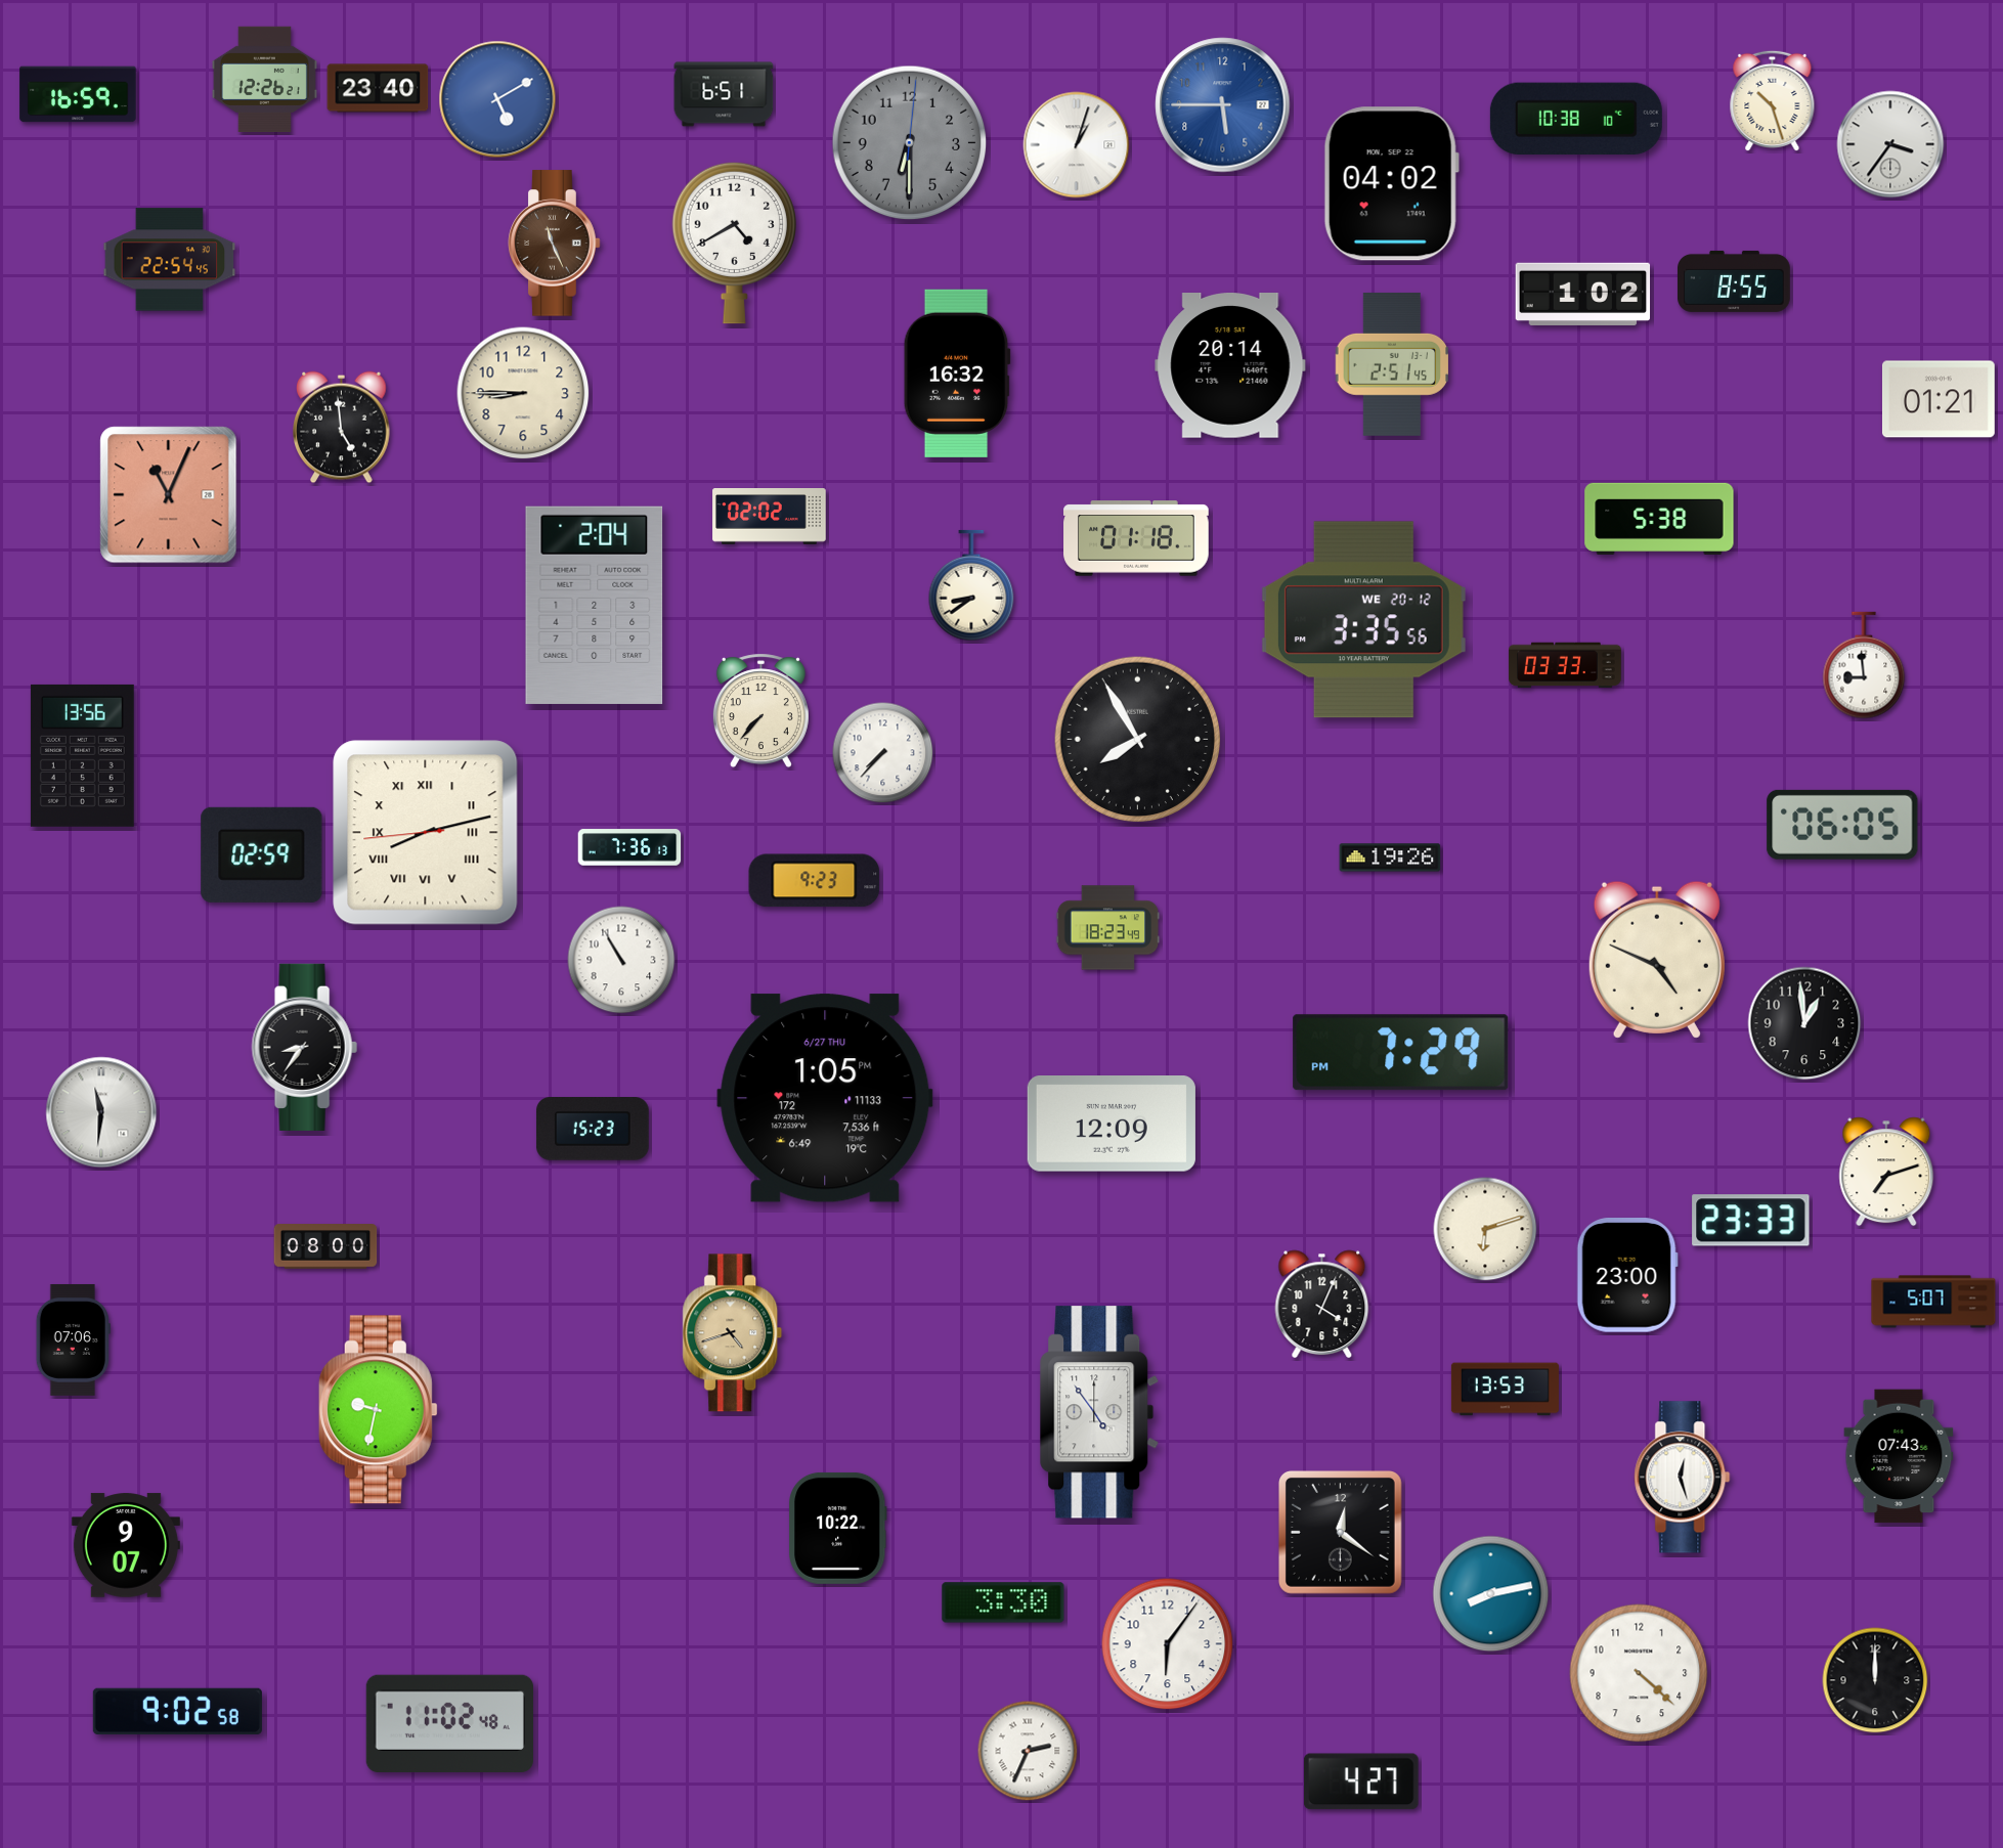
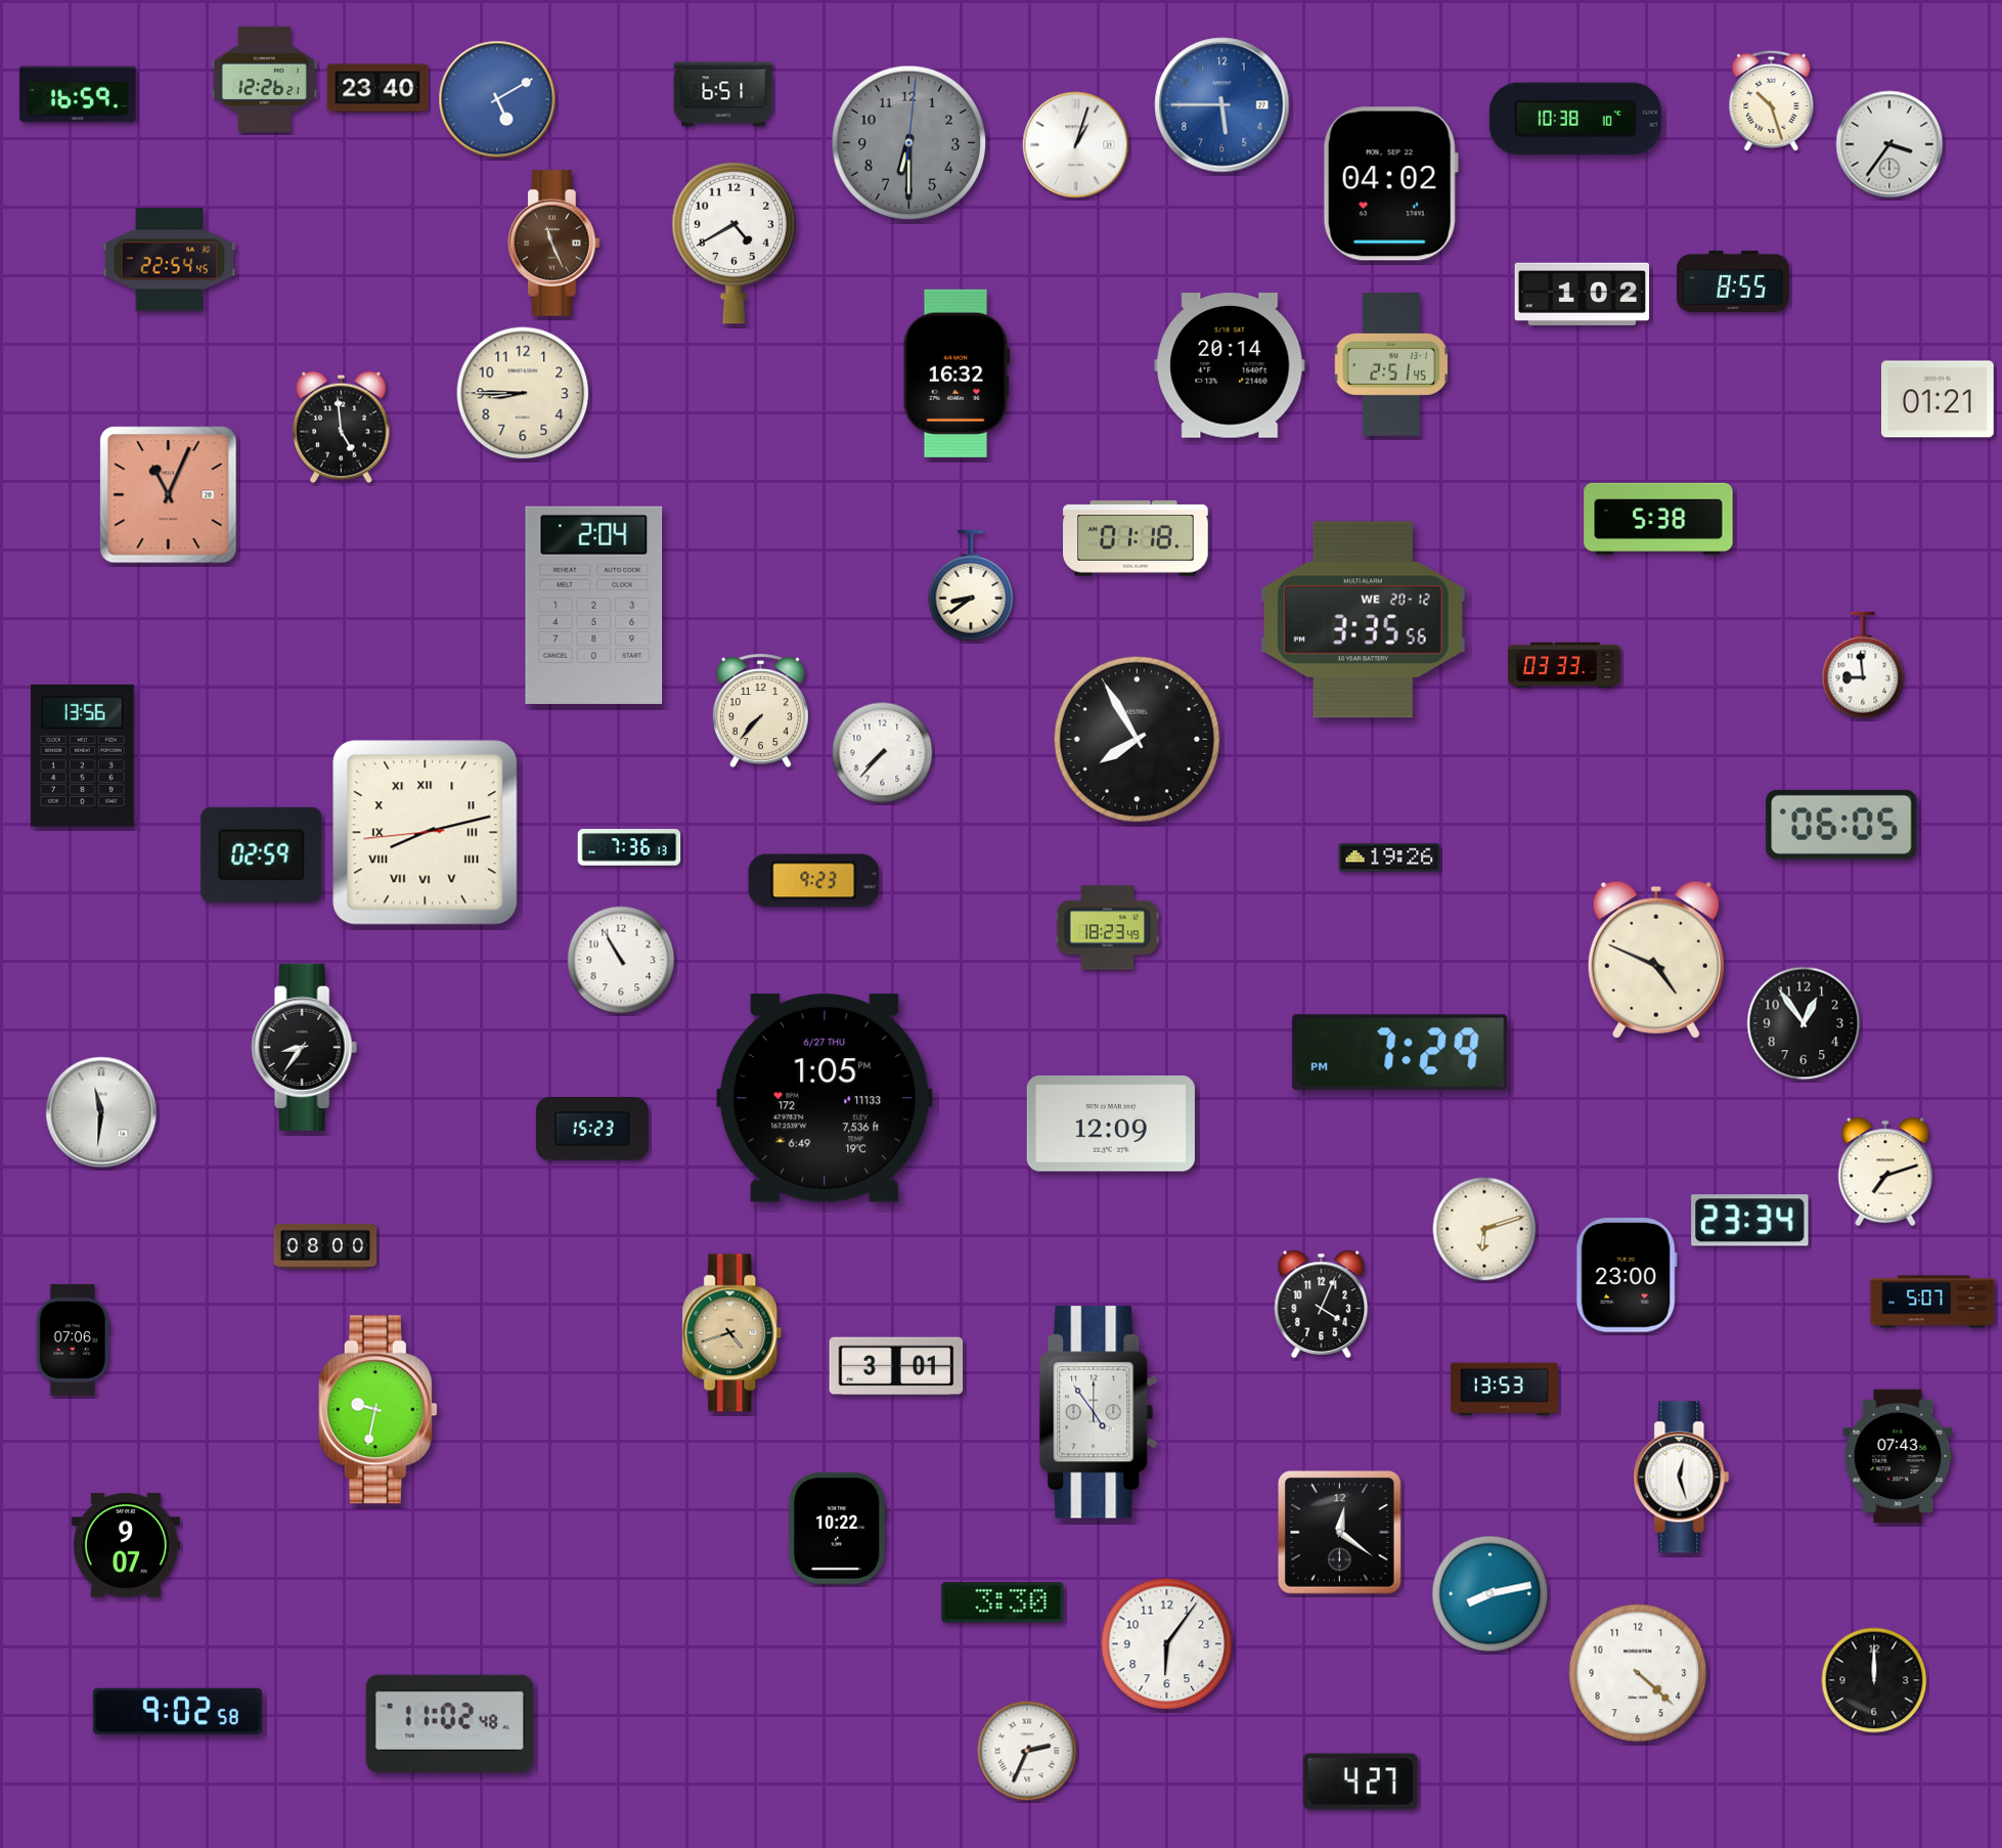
clock at (770, 517): 02:02 -> none
clock at (1804, 1023): 12:59 -> 12:54
clock at (1751, 1221): 23:33 -> 23:34
clock at (896, 1366): none -> 3:01
